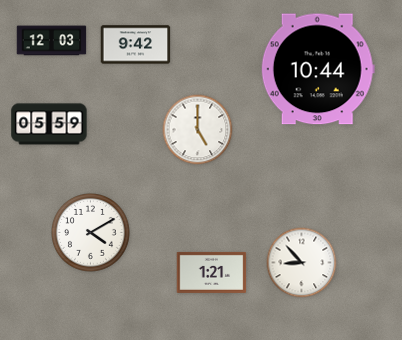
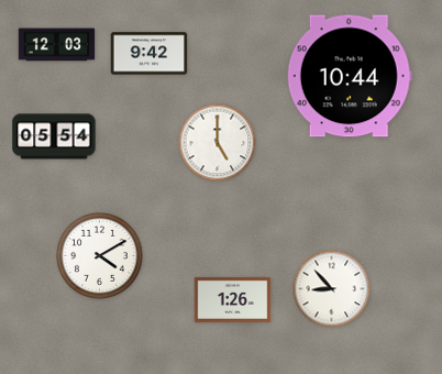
clock at (136, 45) position: (136, 45) -> (150, 54)
clock at (49, 124): 05:59 -> 05:54
clock at (212, 272): 1:21 -> 1:26
